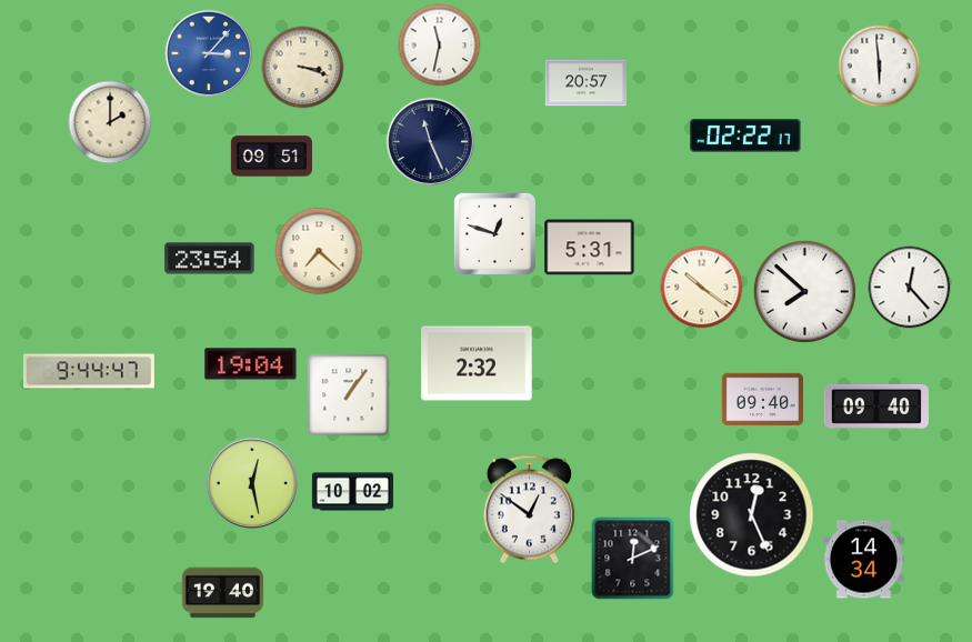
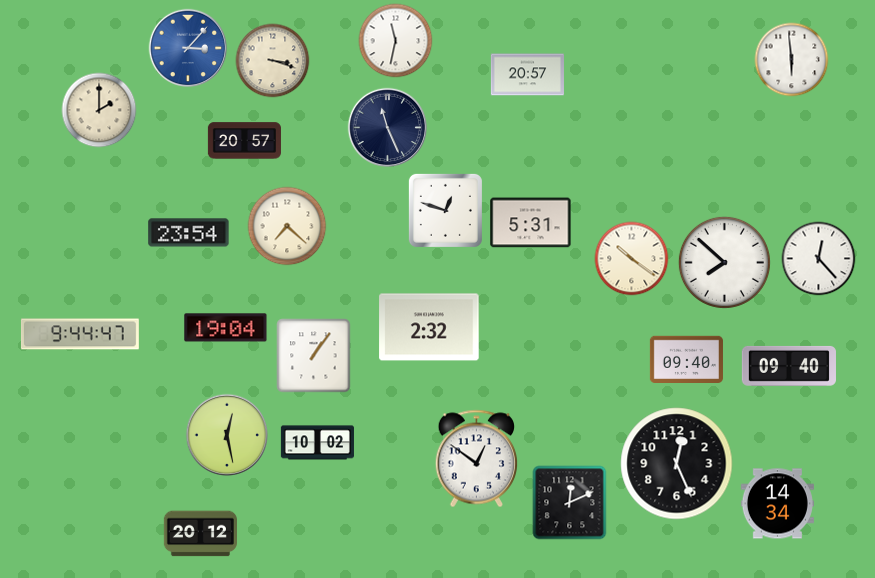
clock at (745, 136): 02:22 -> none
clock at (271, 157): 09:51 -> 20:57
clock at (222, 593): 19:40 -> 20:12
